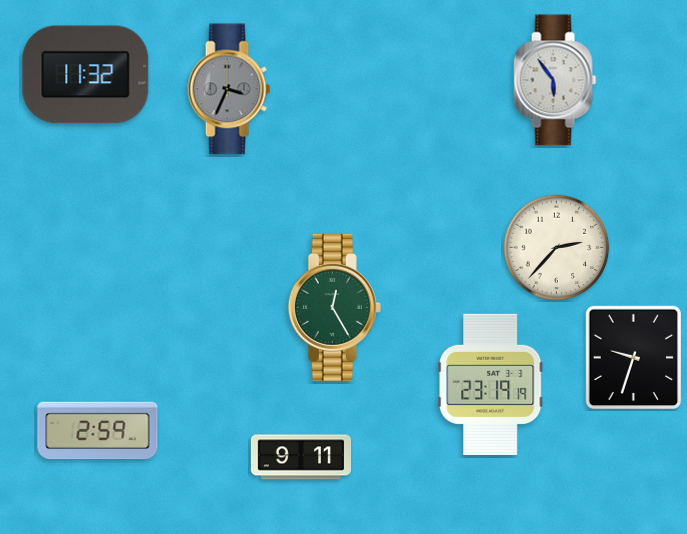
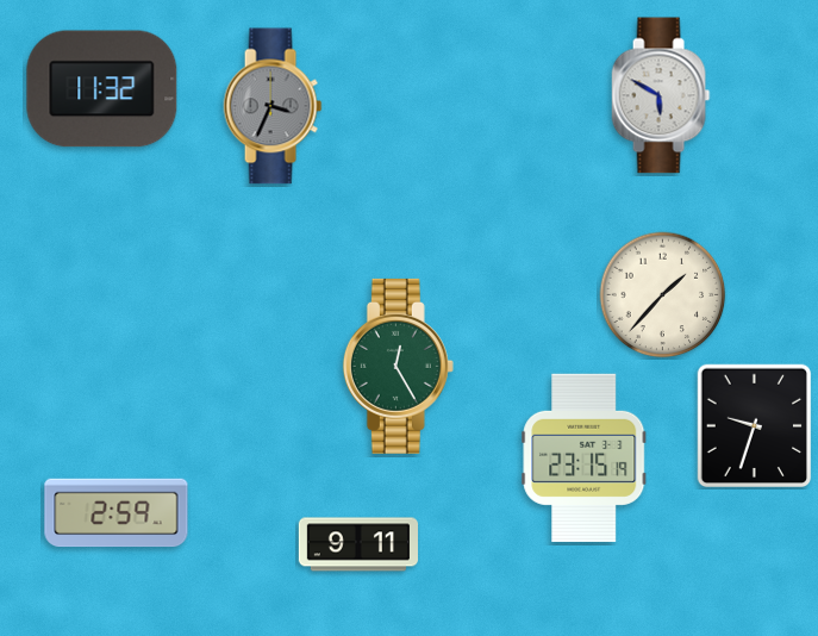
clock at (555, 80): 5:54 -> 5:50
clock at (557, 248): 2:37 -> 1:37
clock at (491, 384): 23:19 -> 23:15
